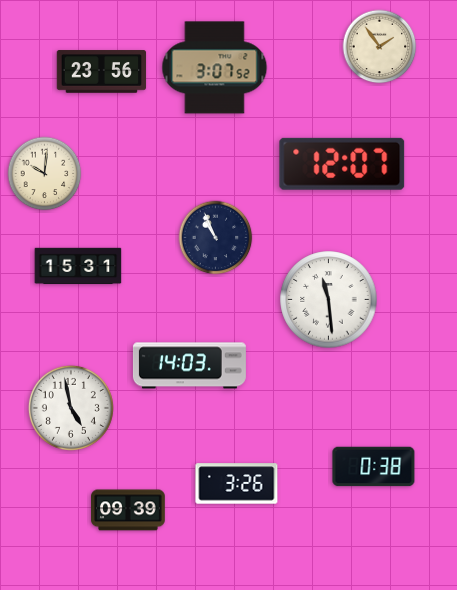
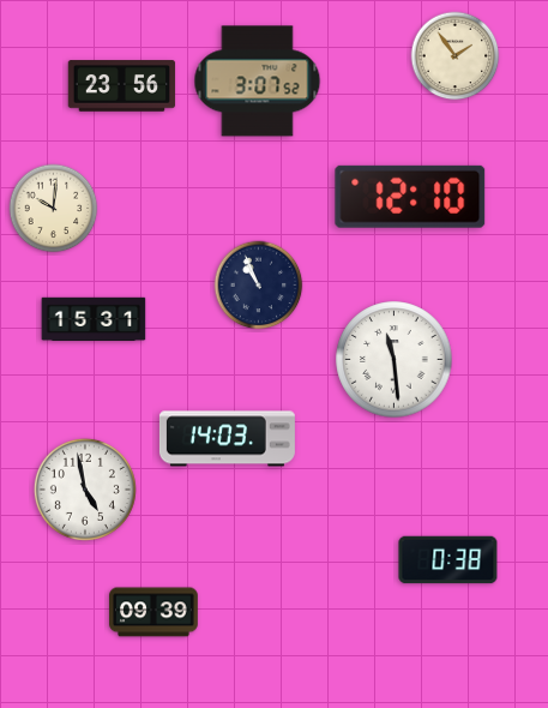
clock at (342, 164): 12:07 -> 12:10
clock at (237, 484): 3:26 -> none
